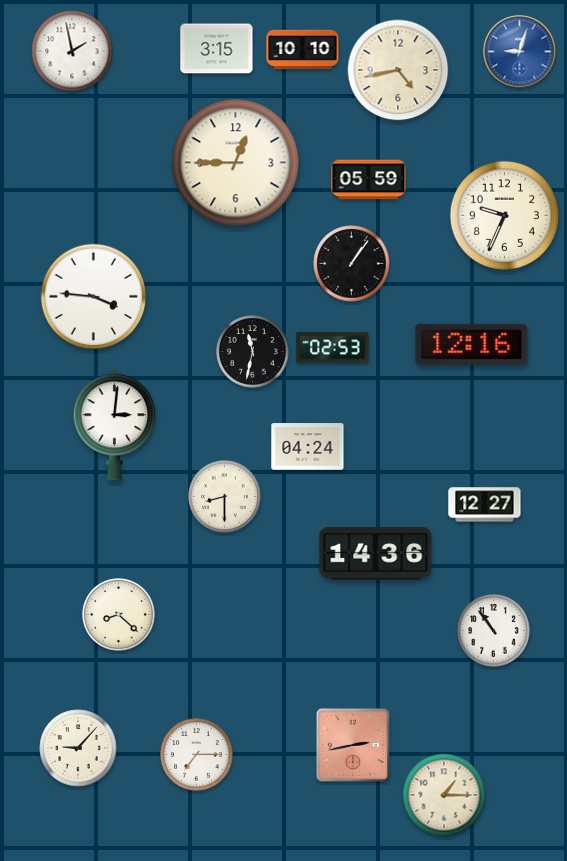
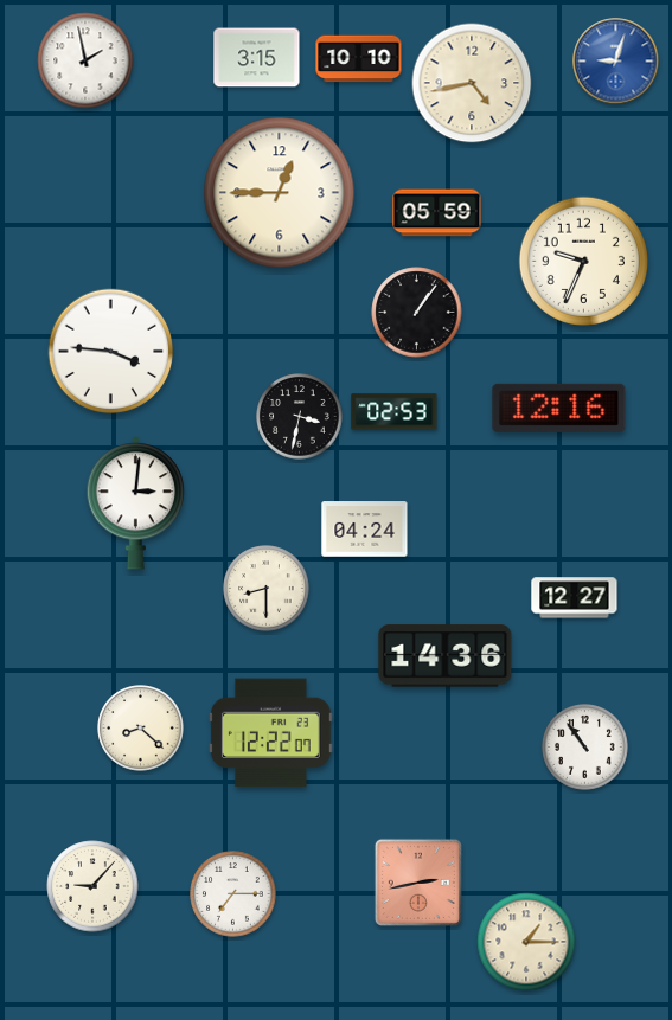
clock at (504, 215) position: (504, 215) -> (583, 261)
clock at (253, 352): 11:32 -> 3:32
clock at (270, 733): none -> 12:22
